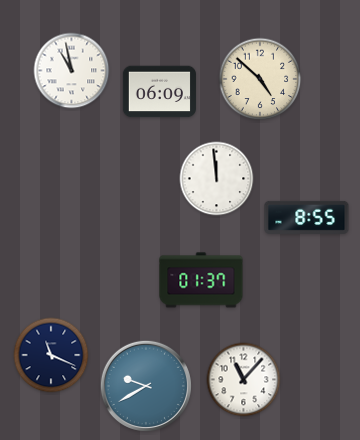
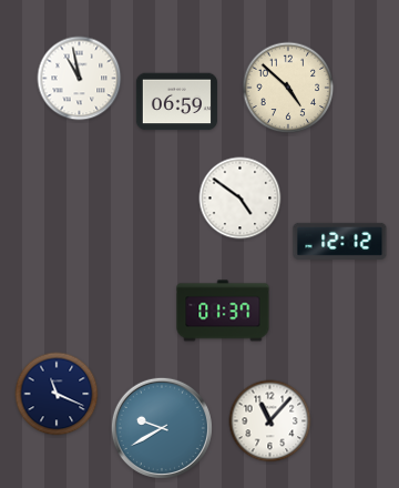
clock at (159, 92): 06:09 -> 06:59
clock at (217, 179): 11:59 -> 4:51
clock at (307, 217): 8:55 -> 12:12
